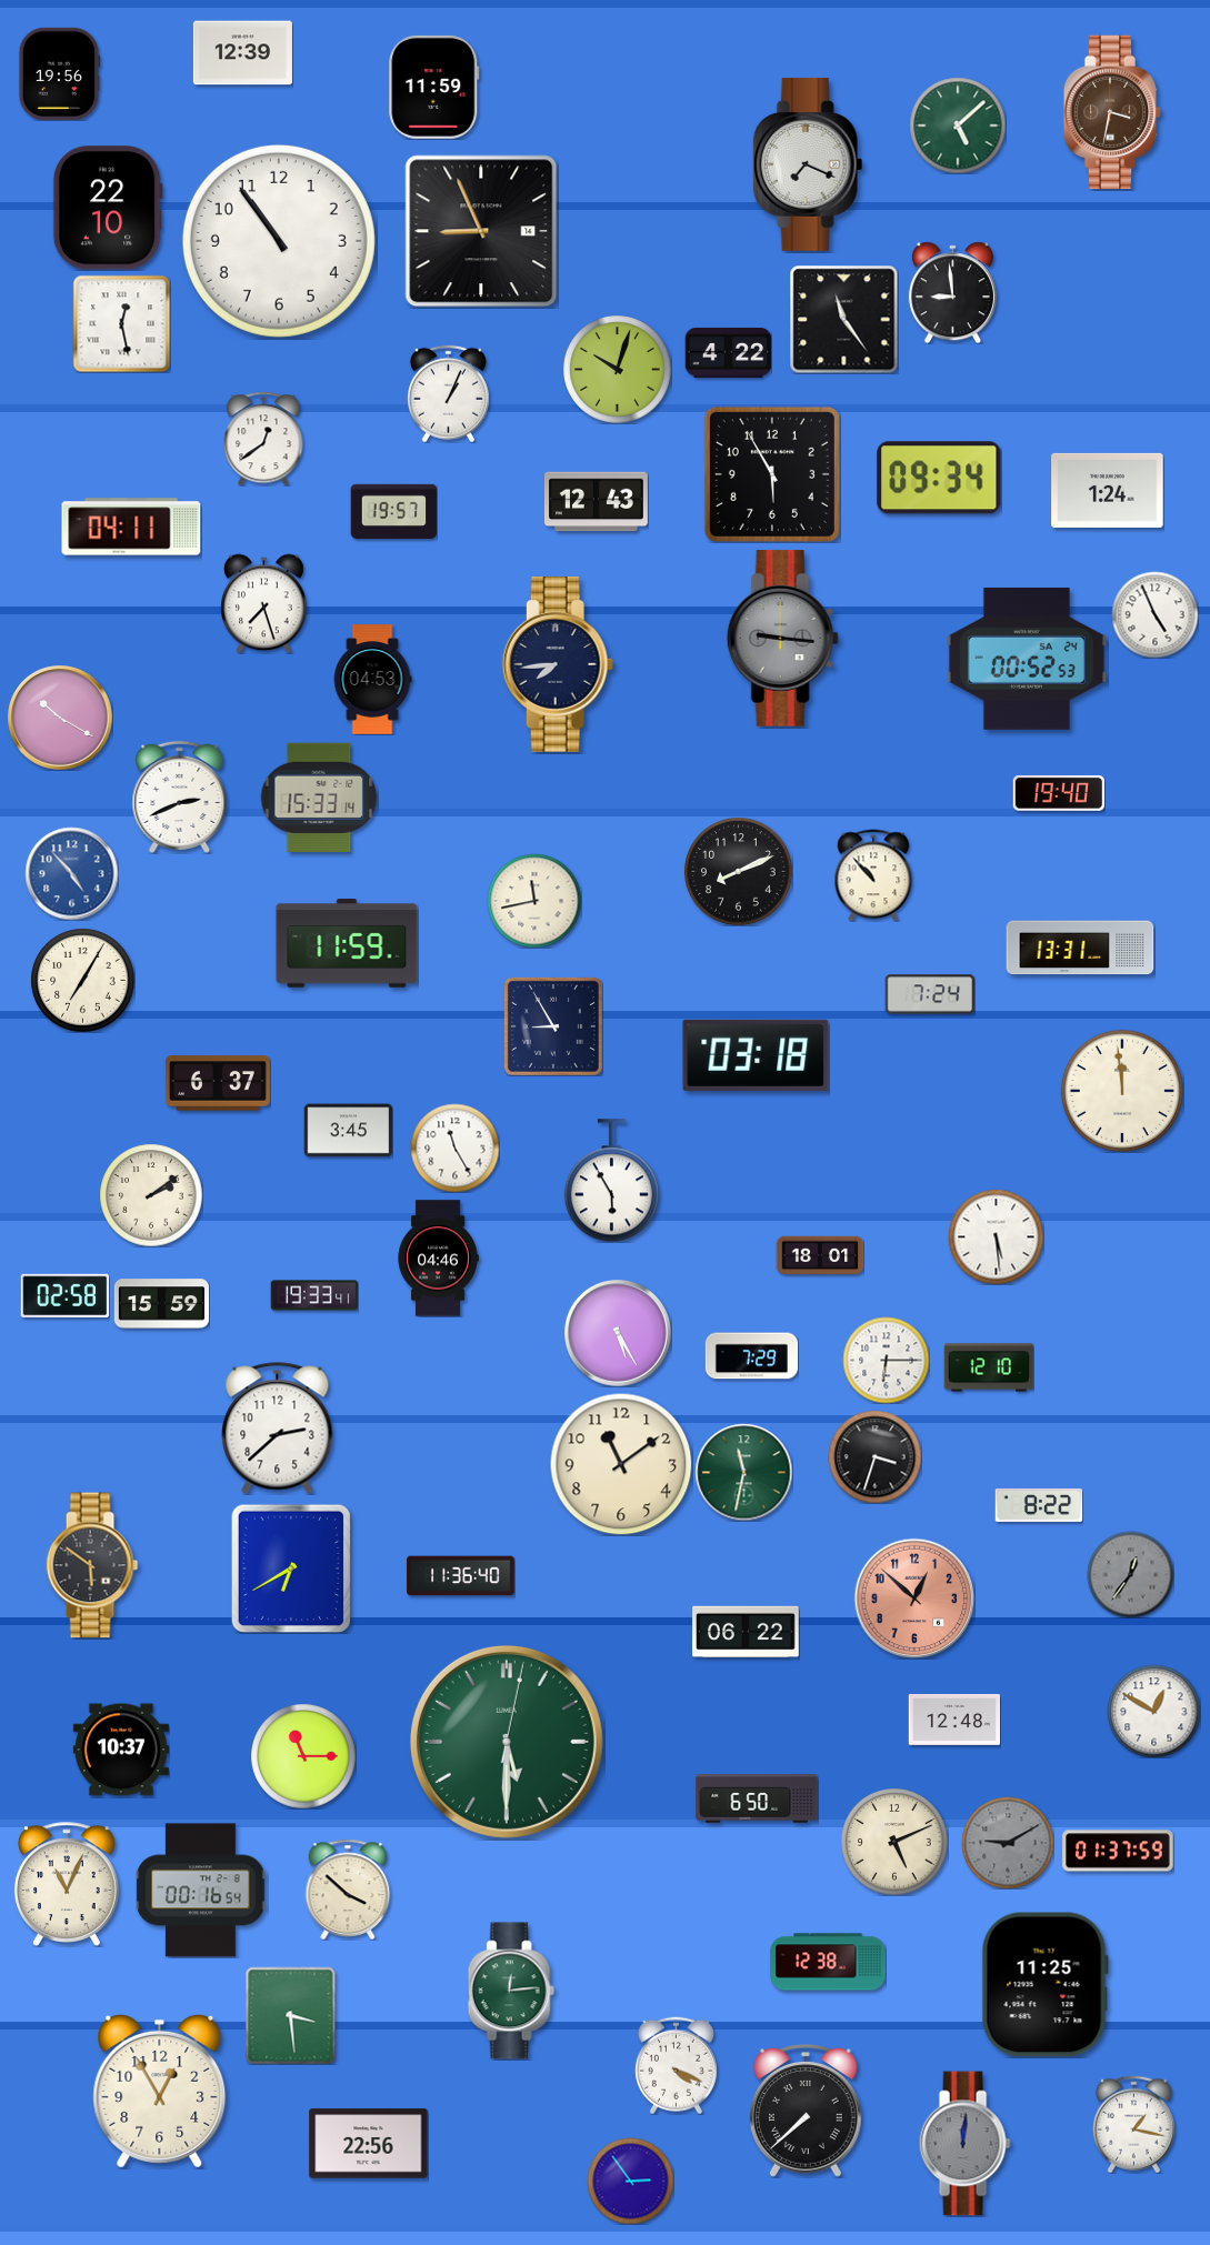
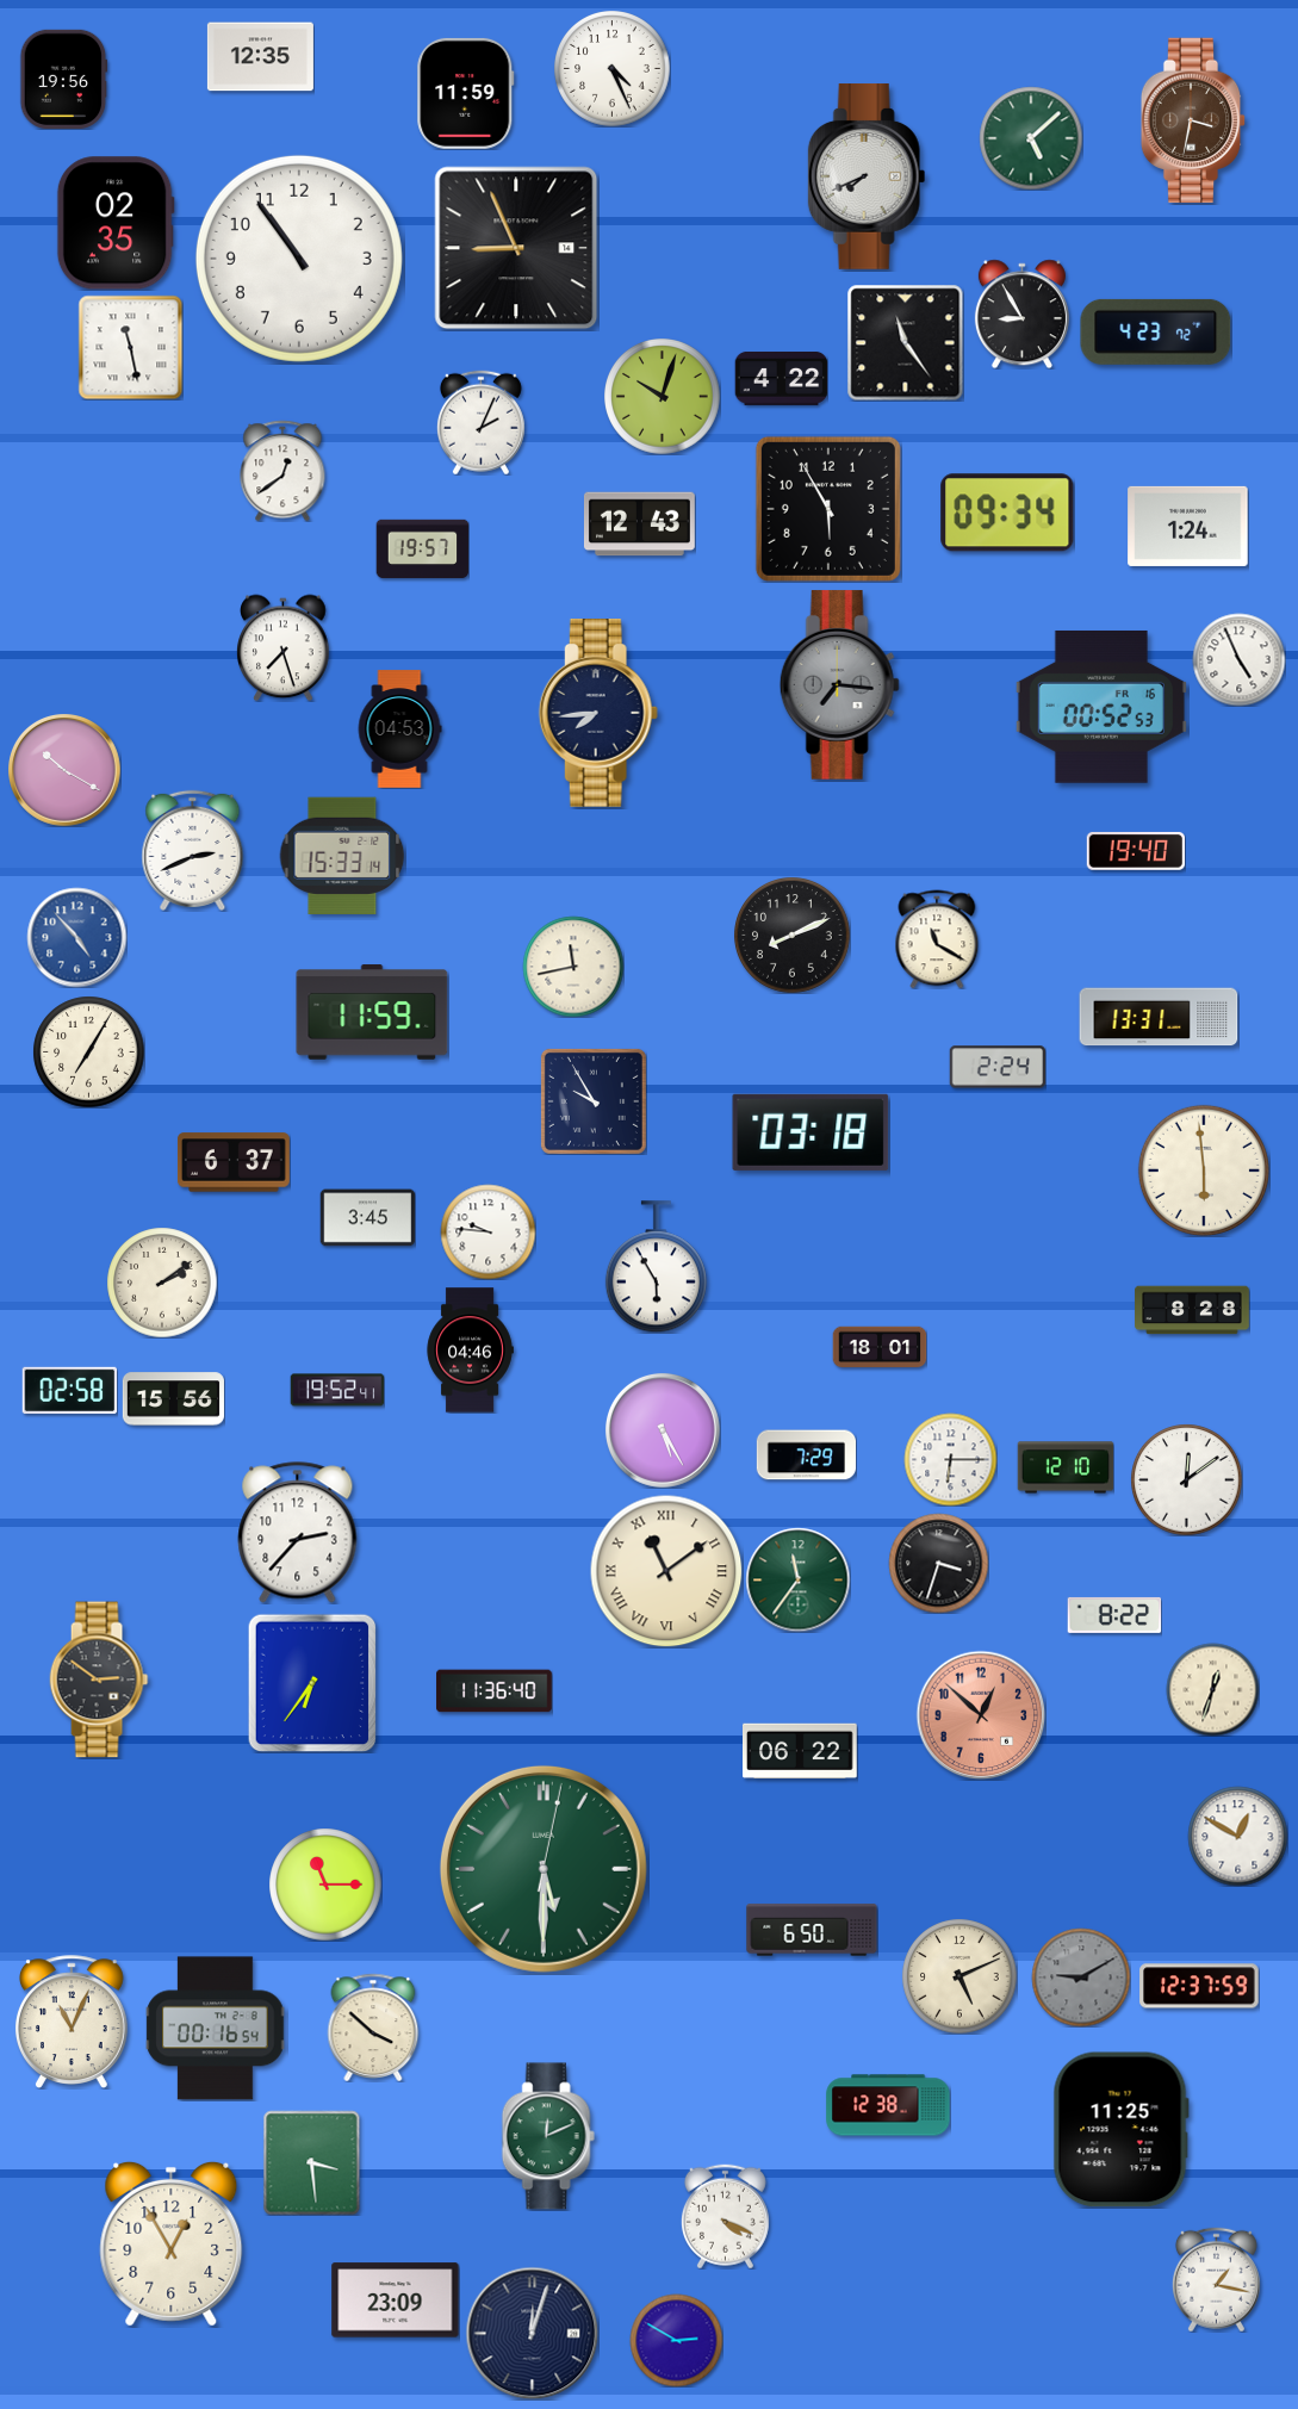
clock at (242, 53): 12:39 -> 12:35
clock at (613, 69): none -> 4:26
clock at (958, 126) position: (958, 126) -> (1031, 138)
clock at (808, 166): 7:19 -> 7:41
clock at (108, 208): 22:10 -> 02:35
clock at (952, 292): 8:59 -> 8:55
clock at (1156, 331): none -> 4:23
clock at (121, 323): 12:28 -> 11:28
clock at (448, 393): 1:04 -> 2:04
clock at (596, 502) position: (596, 502) -> (639, 524)
clock at (131, 527): 04:11 -> none
clock at (782, 639): 9:16 -> 7:16
clock at (1027, 659) date: SA 24 -> FR 16
clock at (180, 796) position: (180, 796) -> (193, 850)
clock at (873, 875): 10:53 -> 11:20
clock at (930, 994): 7:24 -> 2:24
clock at (553, 1026): 8:55 -> 9:55
clock at (1122, 1091): 11:59 -> 5:59
clock at (348, 1131) position: (348, 1131) -> (367, 1218)
clock at (454, 1147): 11:25 -> 9:46
clock at (1192, 1310): none -> 8:28
clock at (996, 1236): 5:29 -> none
clock at (314, 1295): 19:33 -> 19:52
clock at (161, 1304): 15:59 -> 15:56
clock at (989, 1367) position: (989, 1367) -> (1066, 1467)
clock at (1186, 1479): none -> 12:09
clock at (278, 1429): 2:38 -> 2:37
clock at (621, 1464) numerals: Arabic -> Roman
clock at (743, 1472): 11:32 -> 11:36
clock at (92, 1565): 5:51 -> 2:51
clock at (291, 1569): 6:40 -> 6:36
clock at (1130, 1574): 12:36 -> 12:33
clock at (1130, 1574) dial: grey -> cream
clock at (953, 1720): 12:48 -> none
clock at (121, 1750): 10:37 -> none
clock at (1118, 1851): 01:37 -> 12:37
clock at (511, 1991): 12:14 -> 12:11
clock at (807, 2111): 7:38 -> none
clock at (369, 2144): 22:56 -> 23:09
clock at (964, 2144): 12:01 -> none
clock at (532, 2333): none -> 12:03
clock at (630, 2181): 2:54 -> 2:50
